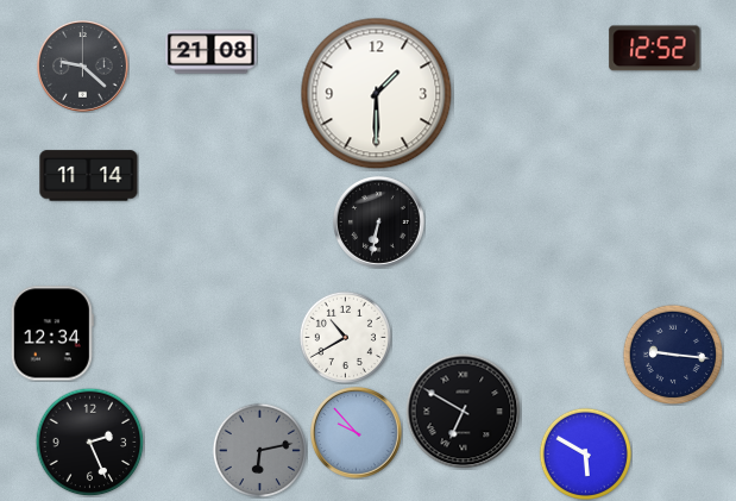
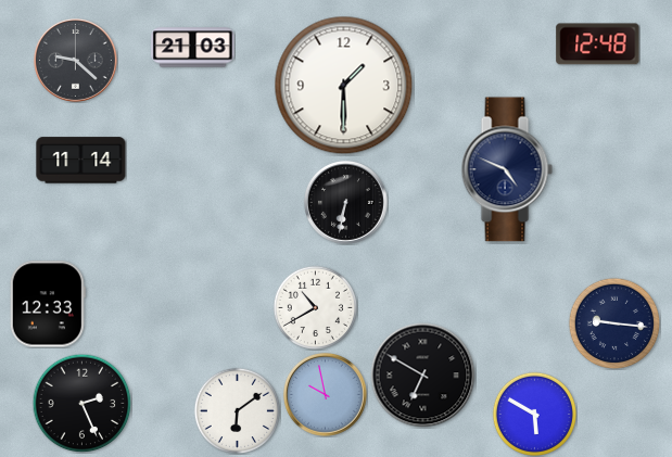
clock at (655, 49): 12:52 -> 12:48
clock at (212, 52): 21:08 -> 21:03
clock at (507, 169): none -> 4:49
clock at (52, 333): 12:34 -> 12:33
clock at (357, 433): 9:53 -> 9:58
clock at (259, 450): 6:13 -> 6:09
clock at (259, 450) dial: grey -> white
